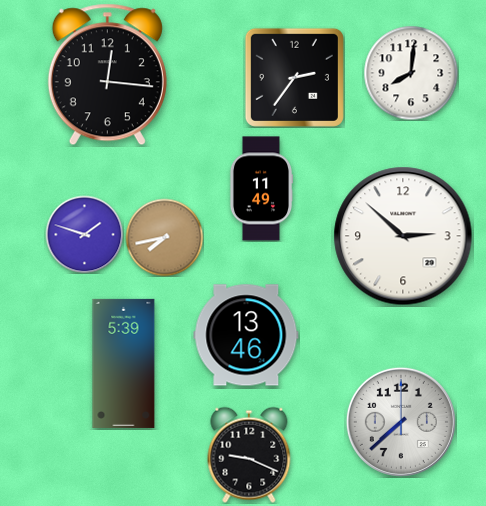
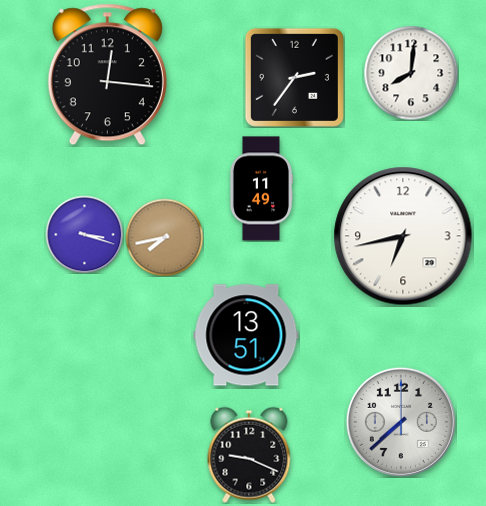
clock at (84, 234): 1:48 -> 3:18
clock at (403, 236): 2:52 -> 6:43
clock at (246, 335): 13:46 -> 13:51
clock at (124, 363): 5:39 -> none
